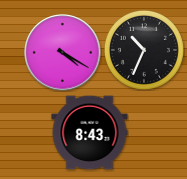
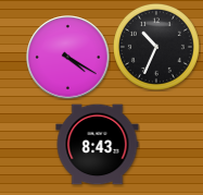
clock at (144, 50) position: (144, 50) -> (156, 47)
